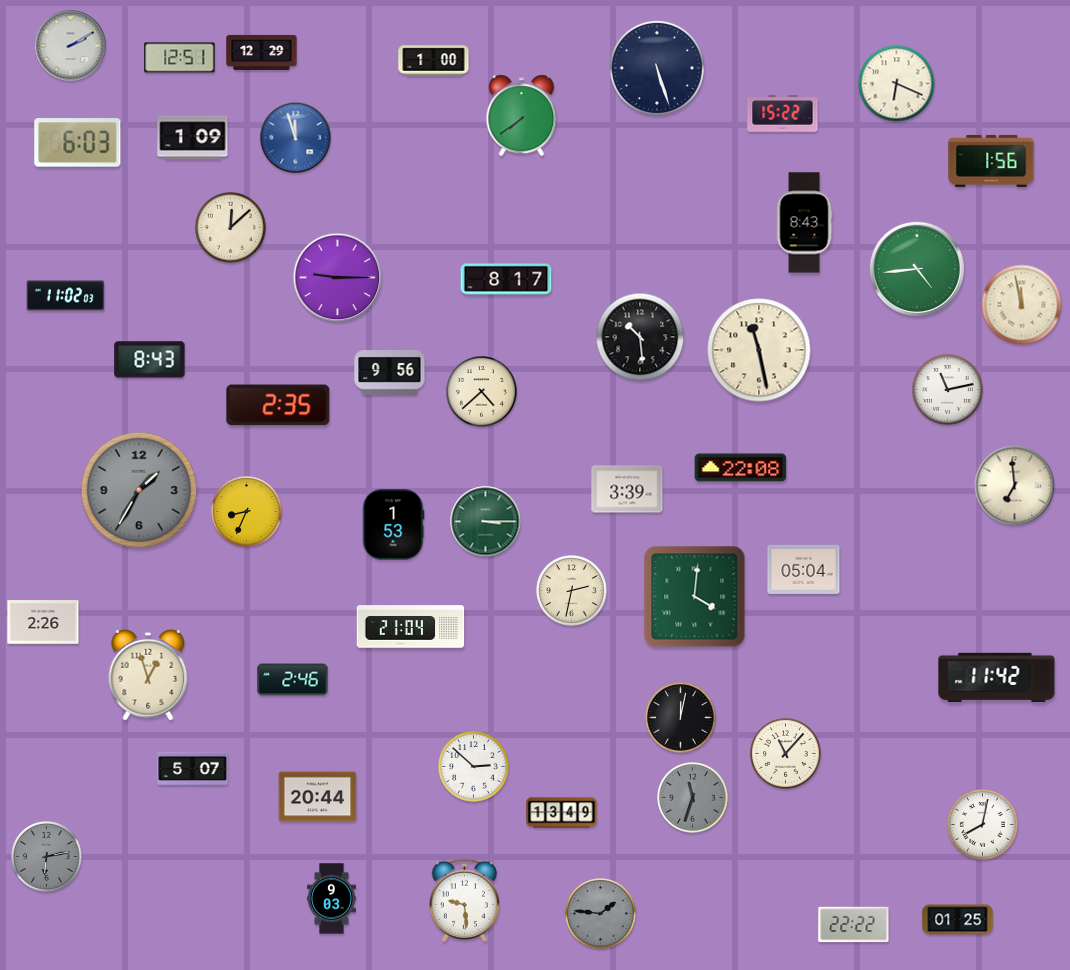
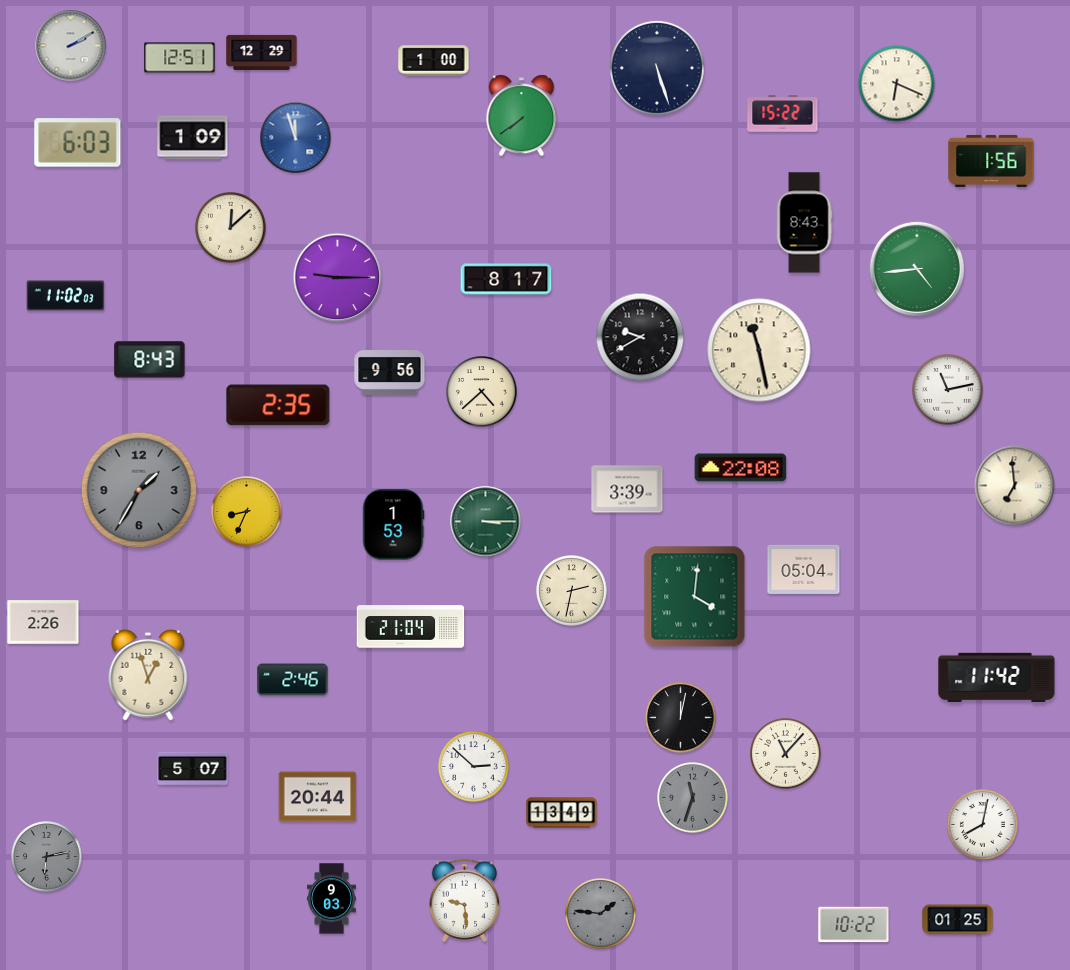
clock at (1022, 305): 11:58 -> none
clock at (640, 337): 10:29 -> 9:40
clock at (854, 925): 22:22 -> 10:22
